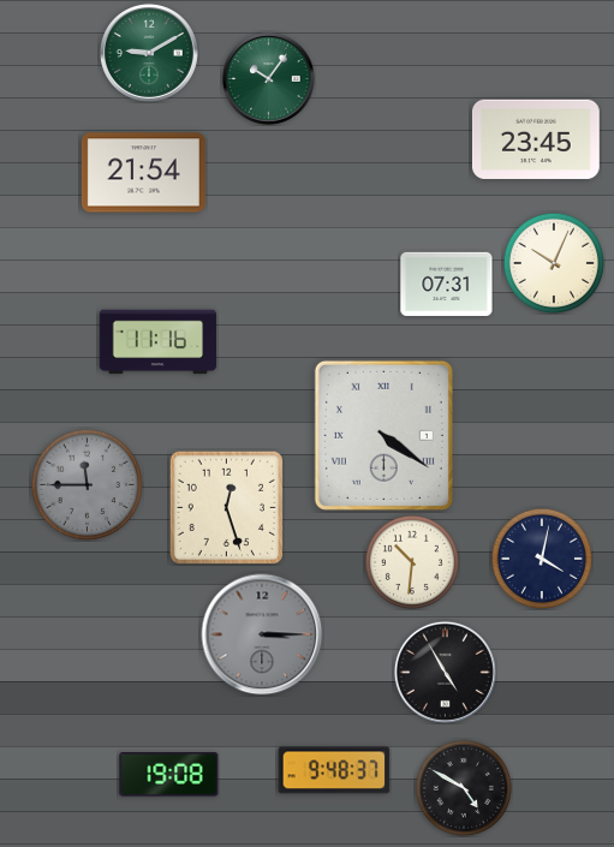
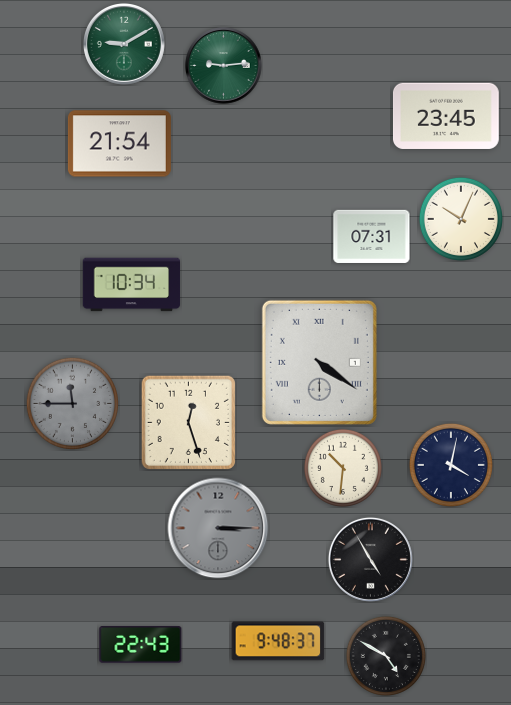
clock at (269, 79): 10:06 -> 9:14
clock at (159, 342): 11:16 -> 10:34
clock at (169, 775): 19:08 -> 22:43
